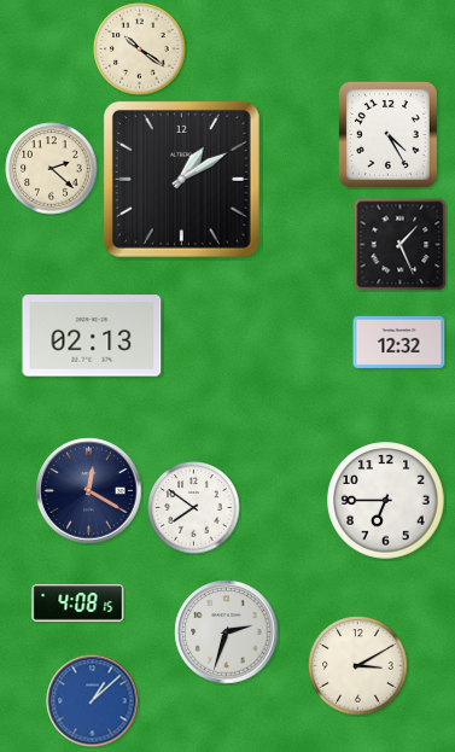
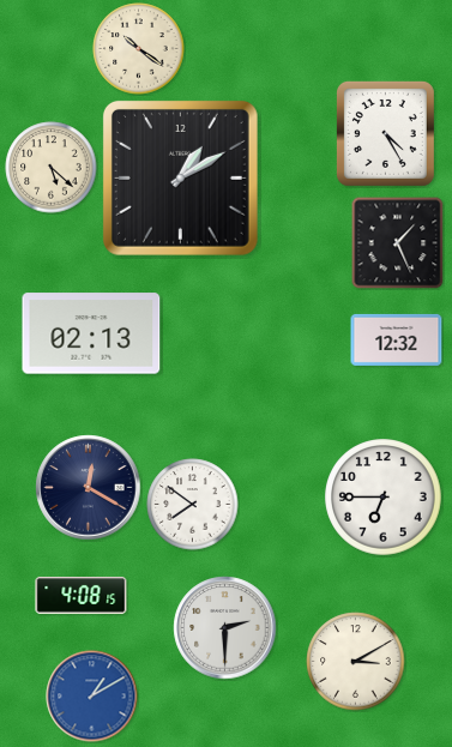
clock at (52, 169): 2:22 -> 5:22
clock at (78, 604) position: (78, 604) -> (82, 596)
clock at (227, 633): 2:33 -> 2:30
clock at (93, 701): 1:08 -> 1:10
